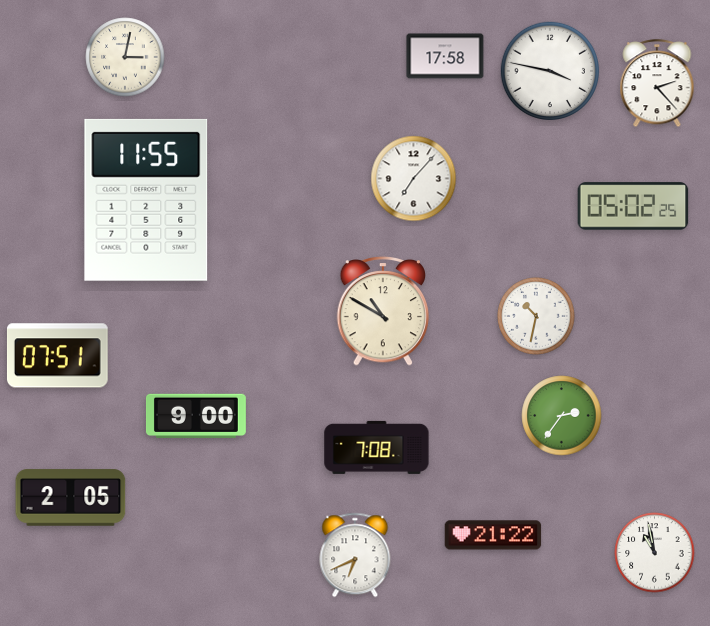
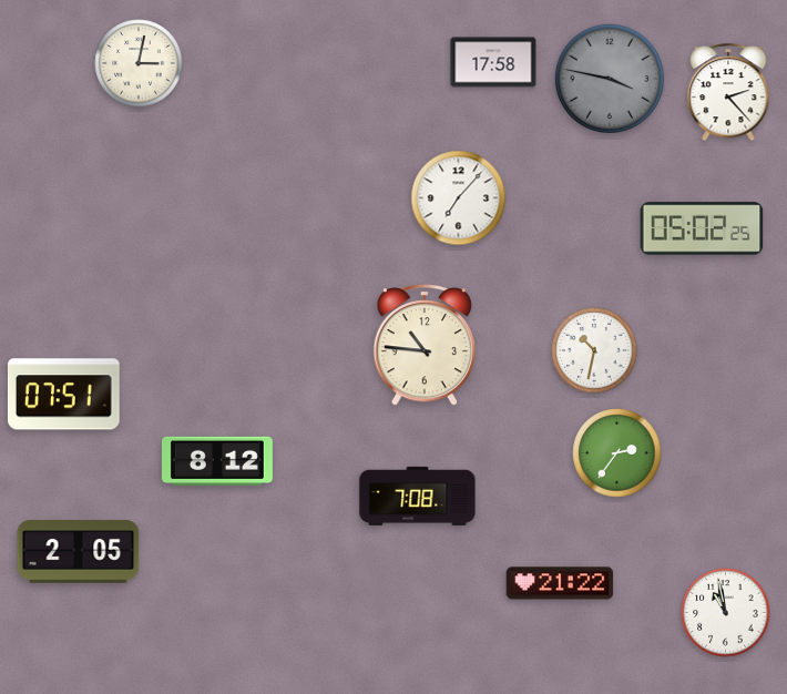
clock at (549, 70) dial: white -> grey
clock at (146, 200): 11:55 -> none
clock at (383, 311): 10:50 -> 10:46
clock at (196, 416): 9:00 -> 8:12
clock at (562, 416) position: (562, 416) -> (617, 453)
clock at (493, 535) position: (493, 535) -> (560, 583)
clock at (355, 555): 6:41 -> none
